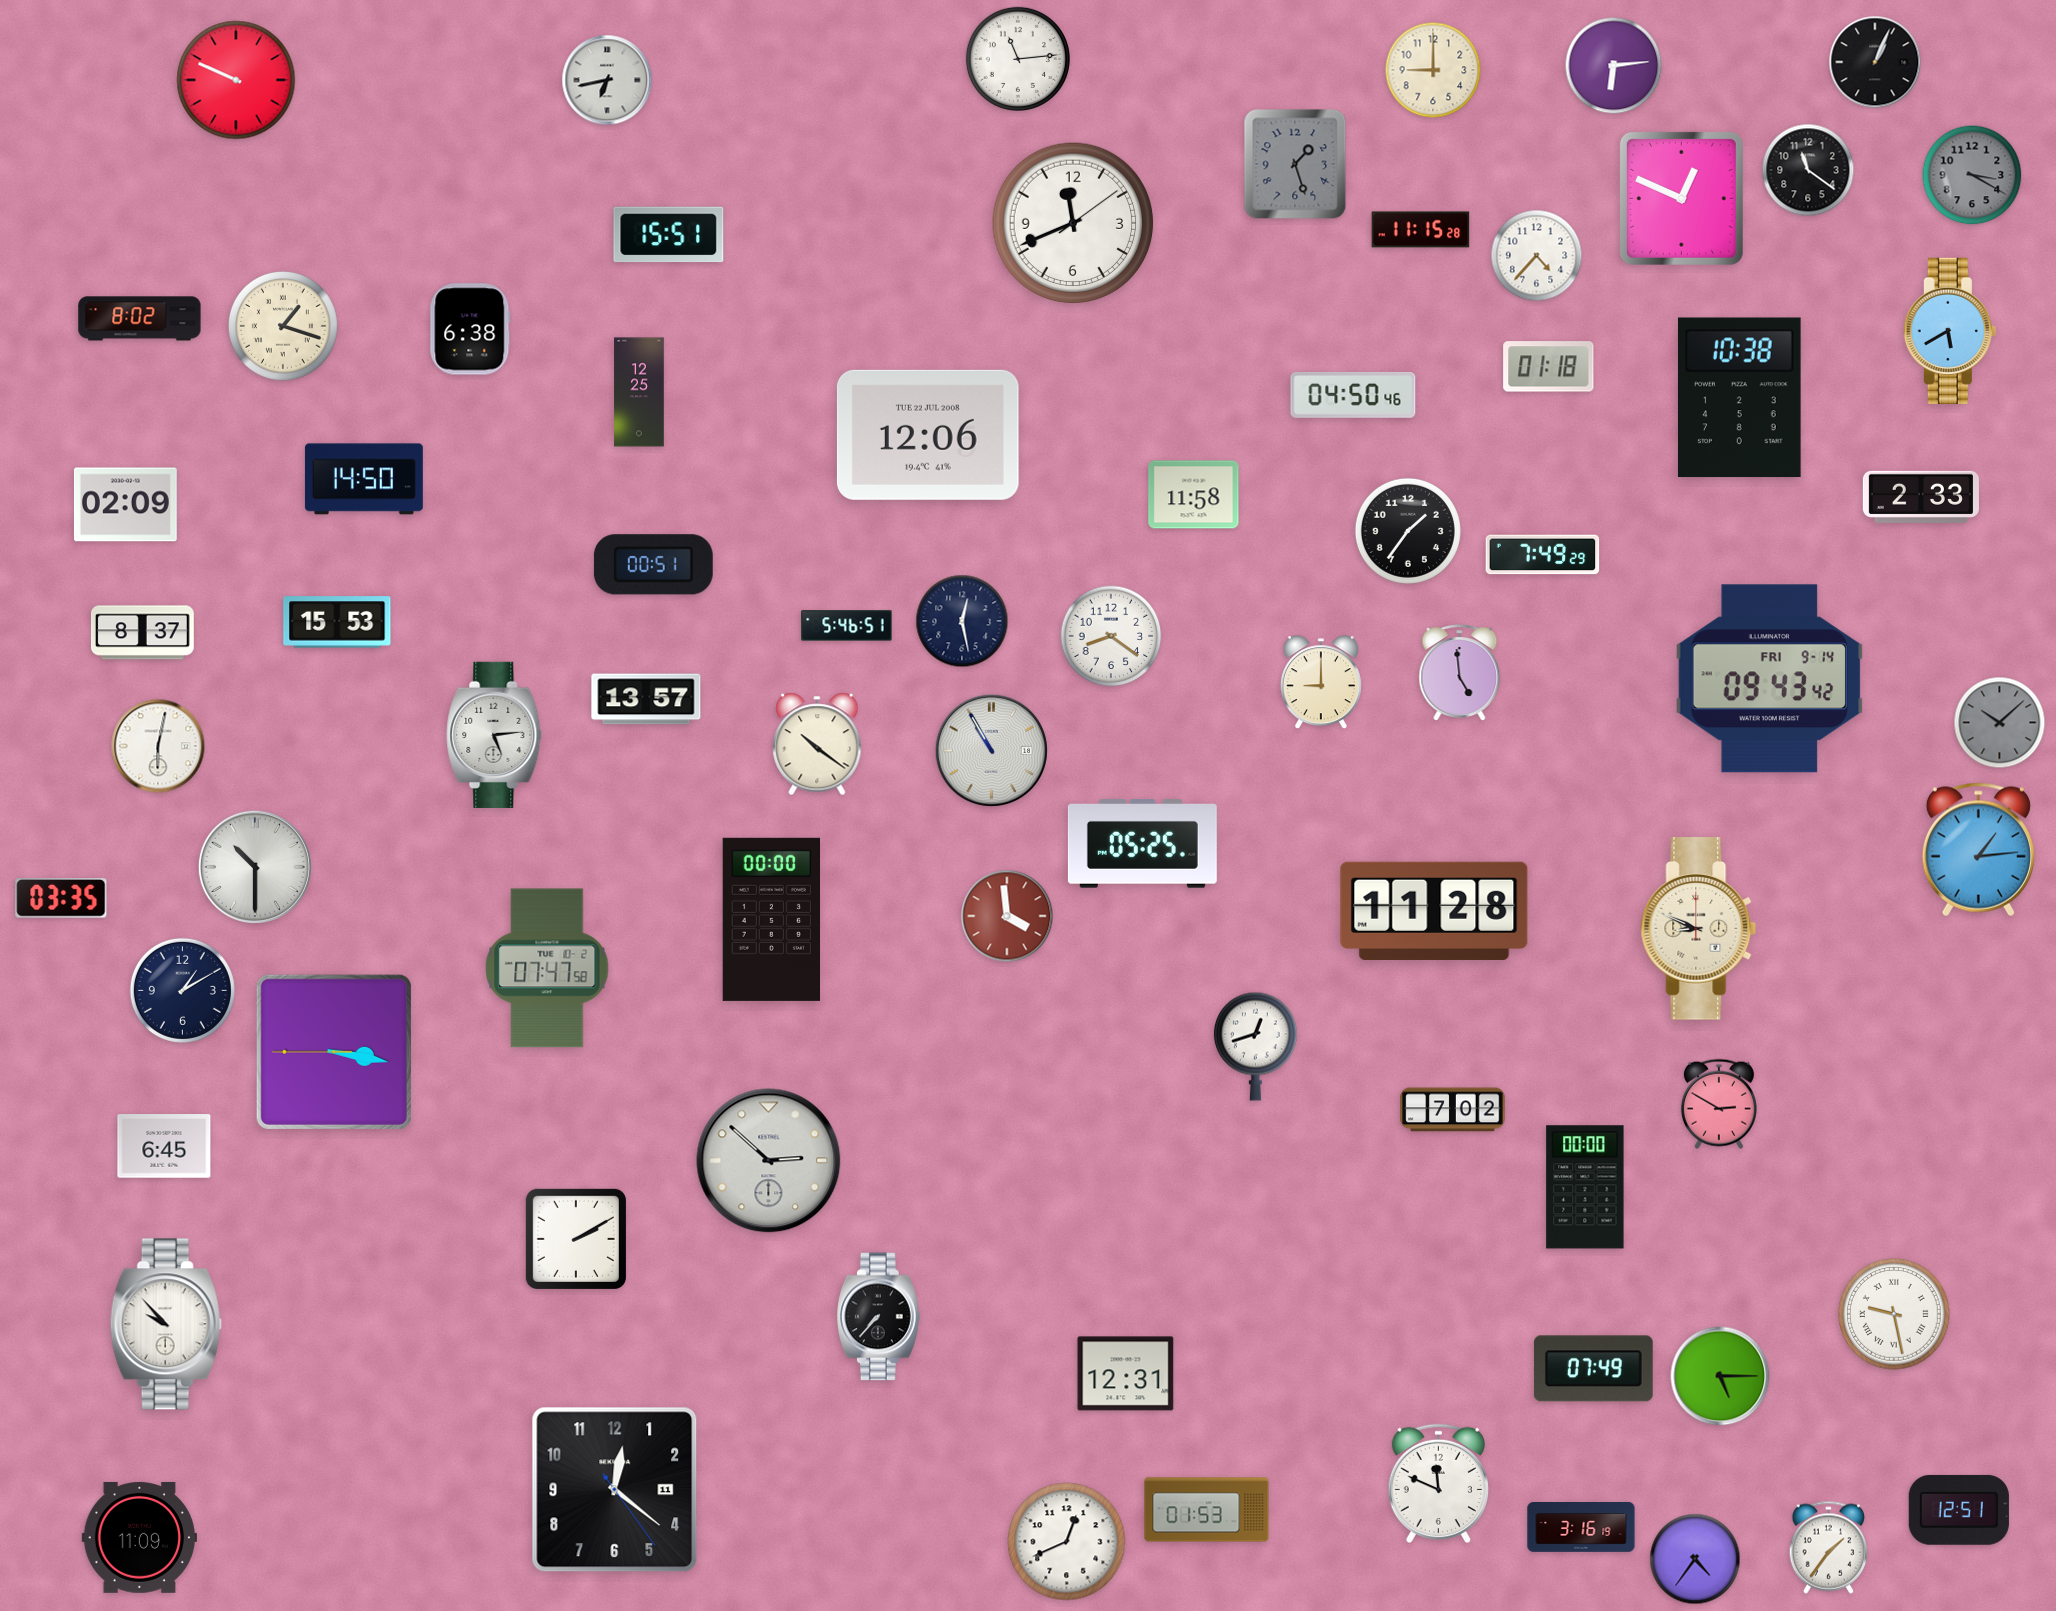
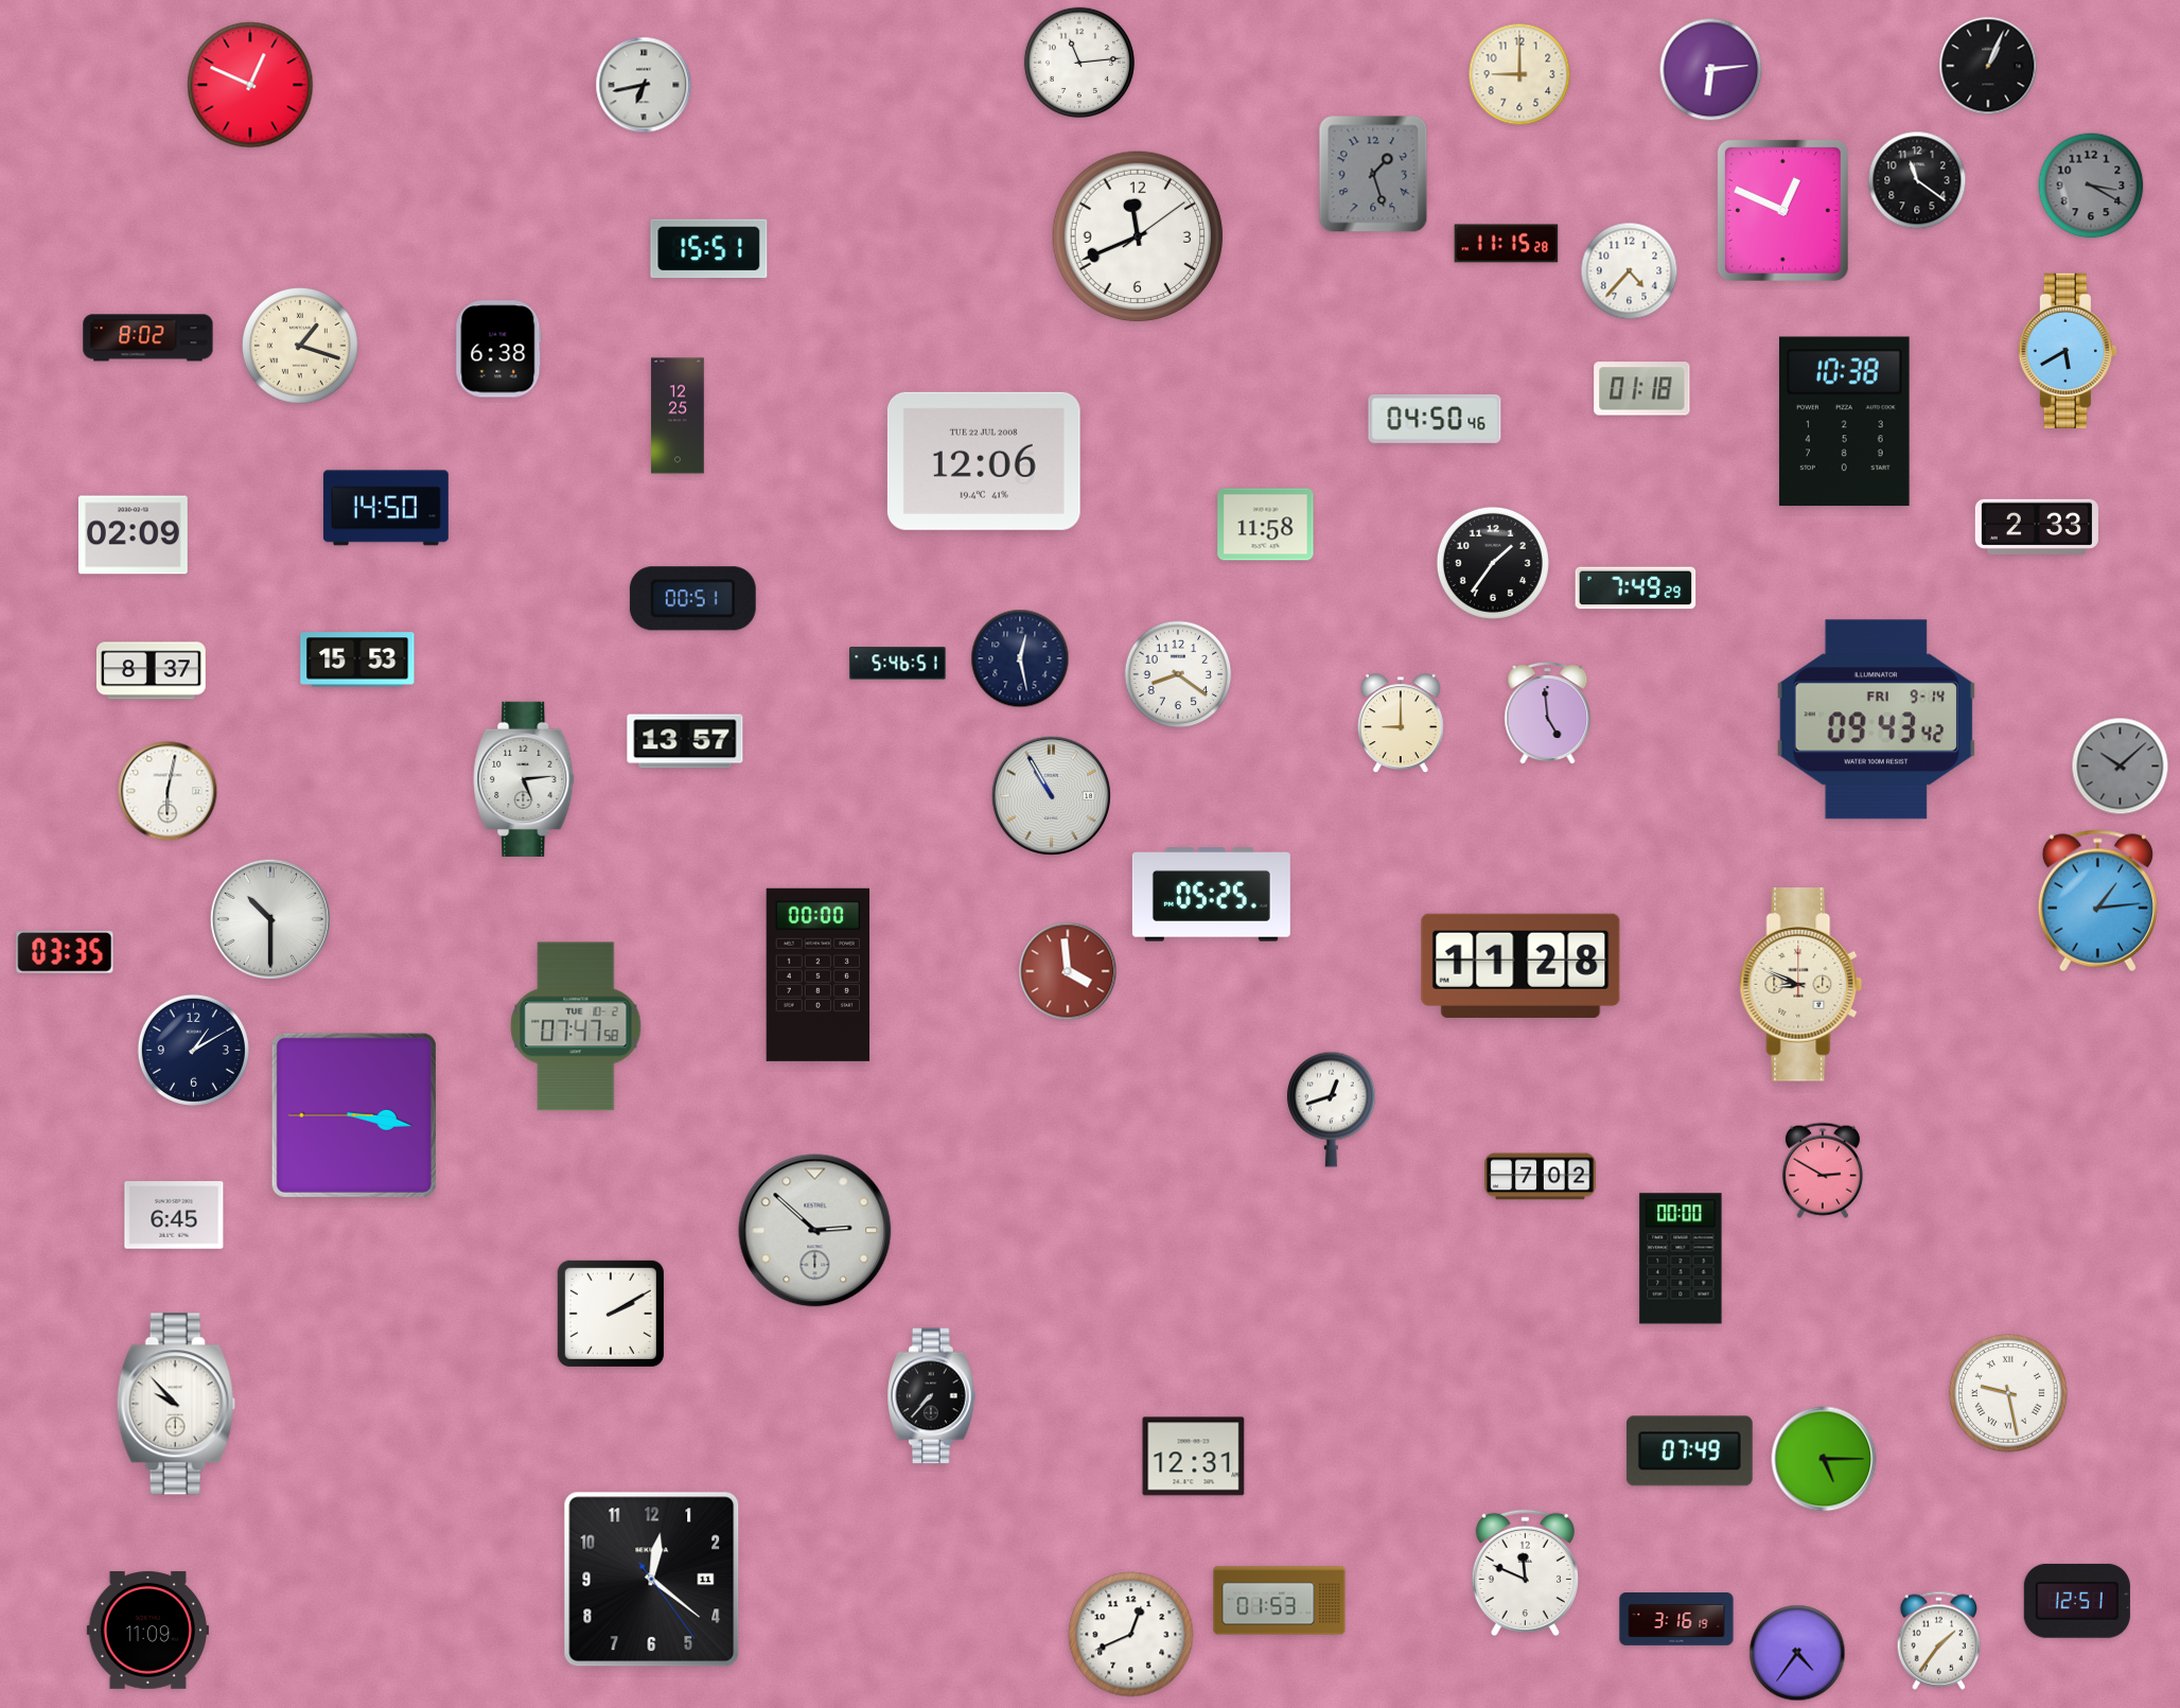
clock at (236, 80): 9:49 -> 12:49
clock at (817, 744): 10:21 -> none
clock at (547, 968) position: (547, 968) -> (576, 1026)
